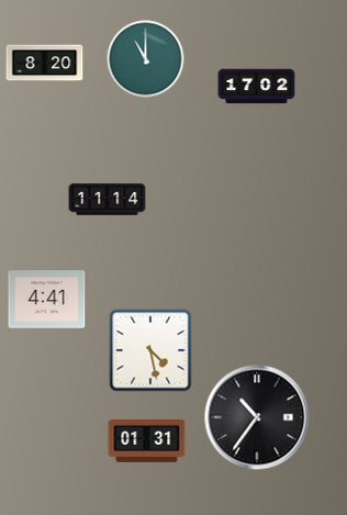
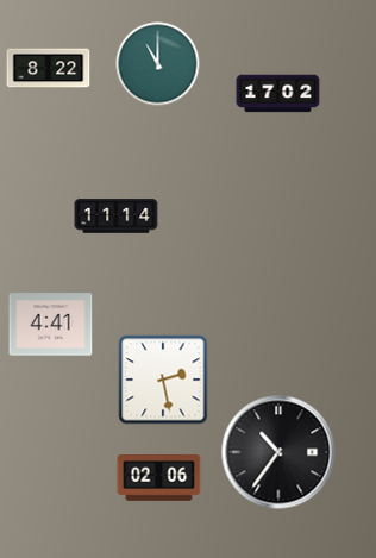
clock at (45, 64): 8:20 -> 8:22
clock at (150, 350): 4:28 -> 2:28
clock at (147, 441): 01:31 -> 02:06
